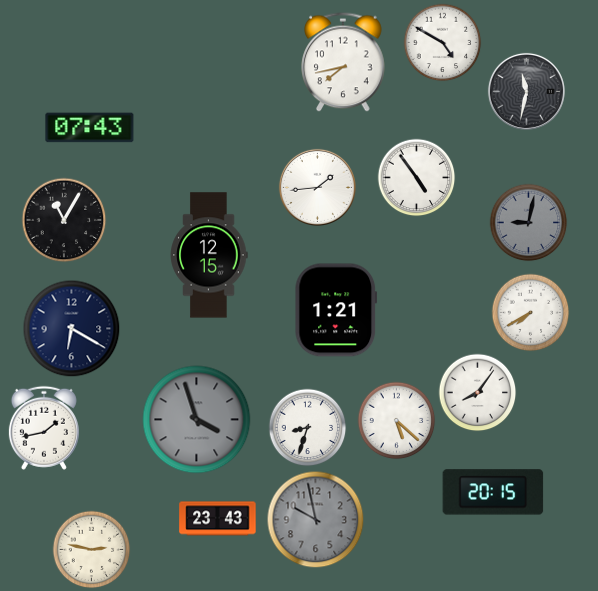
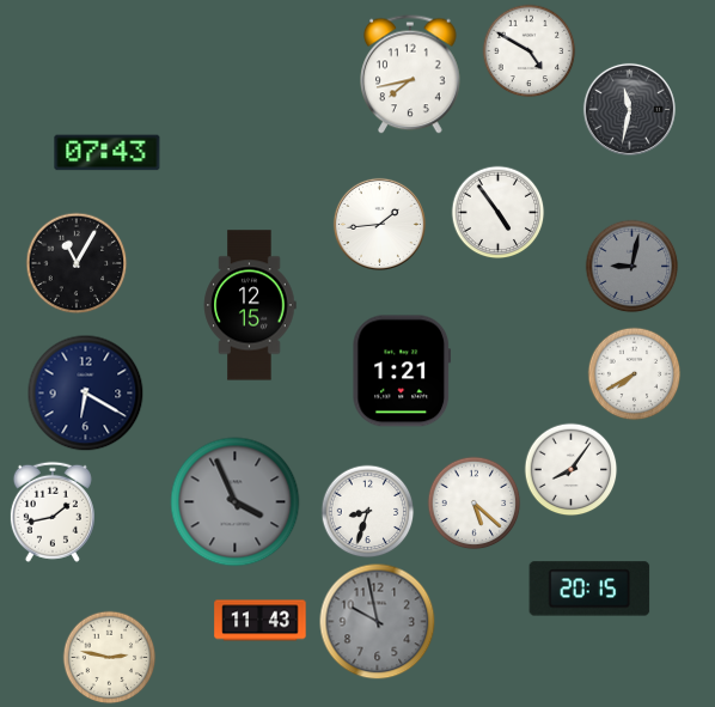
clock at (197, 420): 3:57 -> 3:56
clock at (218, 519): 23:43 -> 11:43
